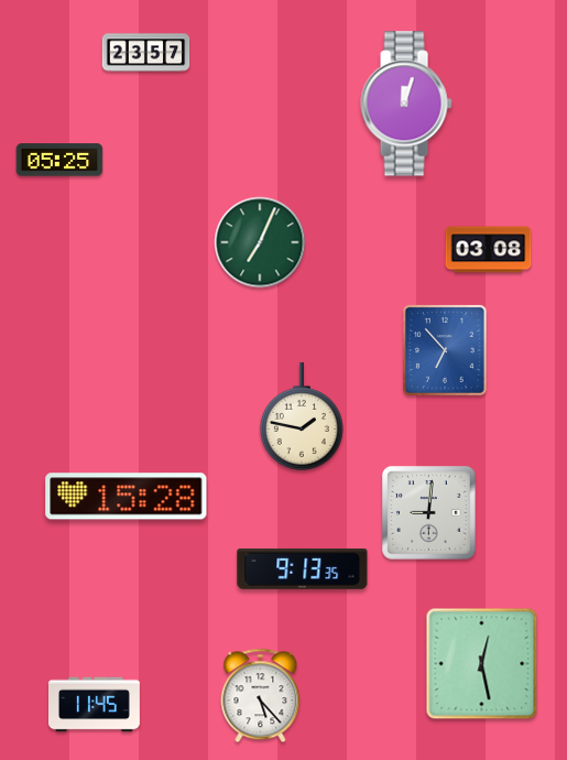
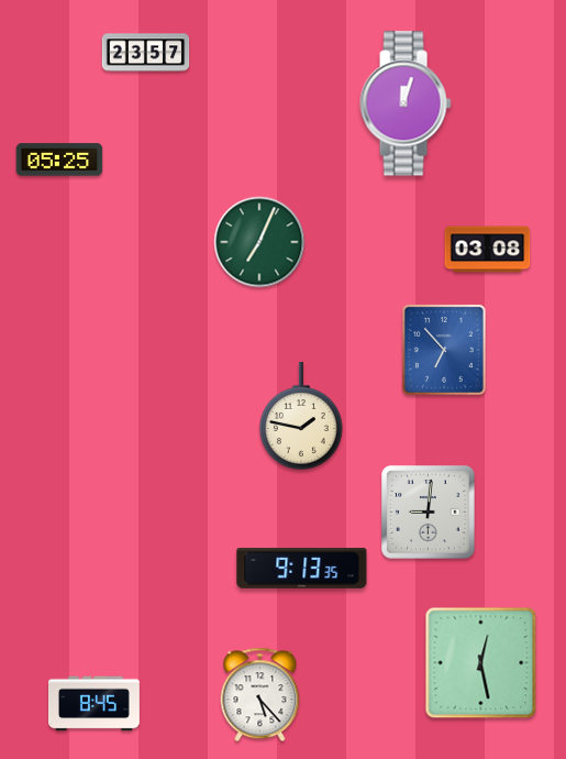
clock at (127, 497): 15:28 -> none
clock at (95, 705): 11:45 -> 8:45
